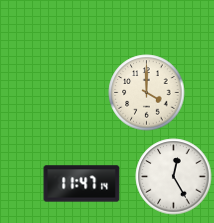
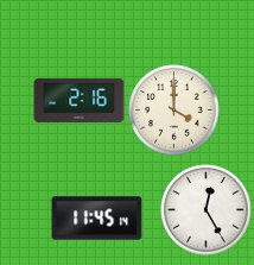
clock at (80, 100): none -> 2:16
clock at (82, 184): 11:47 -> 11:45
